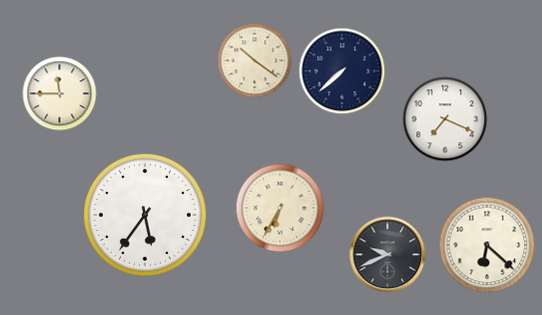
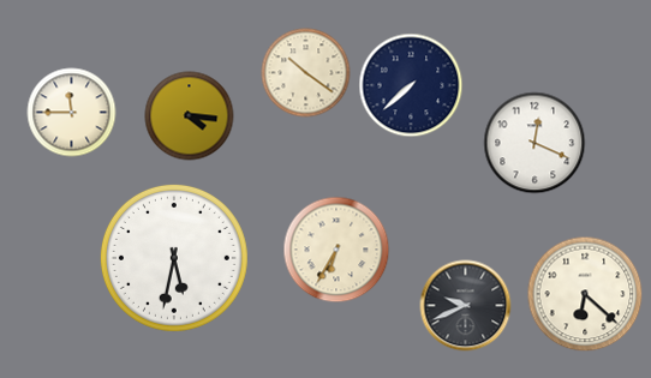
clock at (190, 116): none -> 4:16
clock at (445, 119): 7:19 -> 12:19
clock at (145, 215): 5:36 -> 5:32
